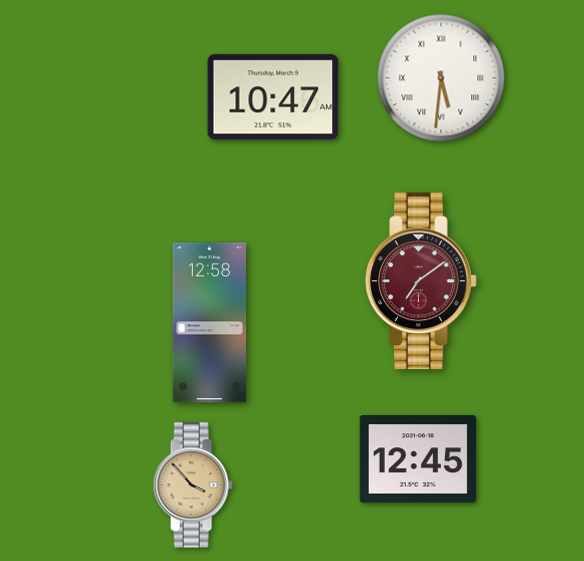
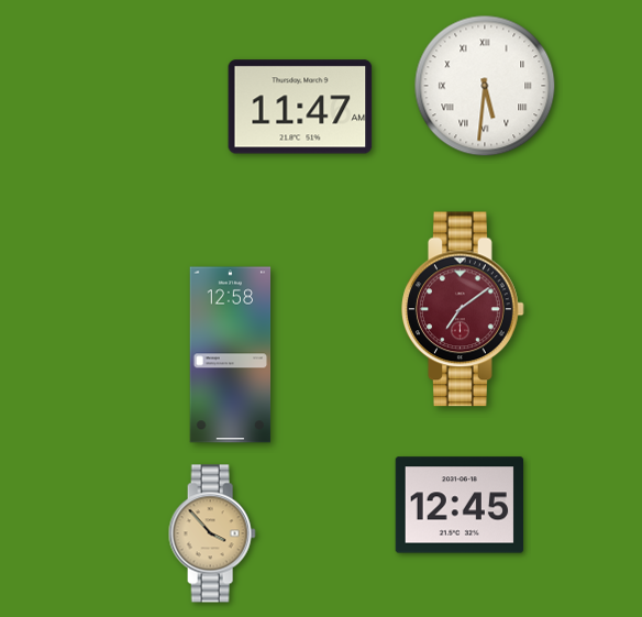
clock at (273, 97): 10:47 -> 11:47
